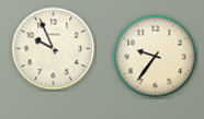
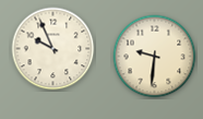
clock at (156, 57): 9:36 -> 9:31
